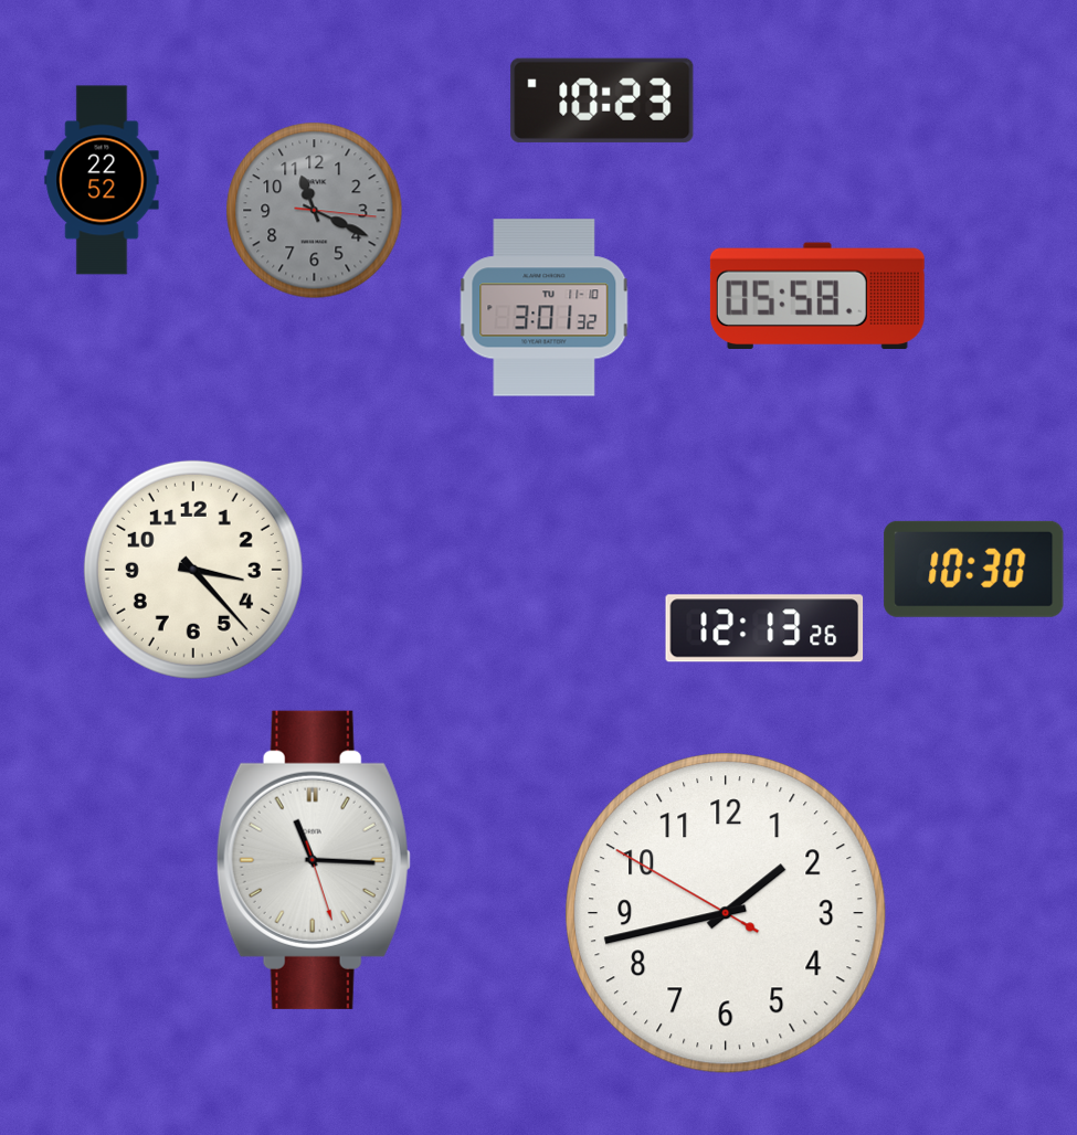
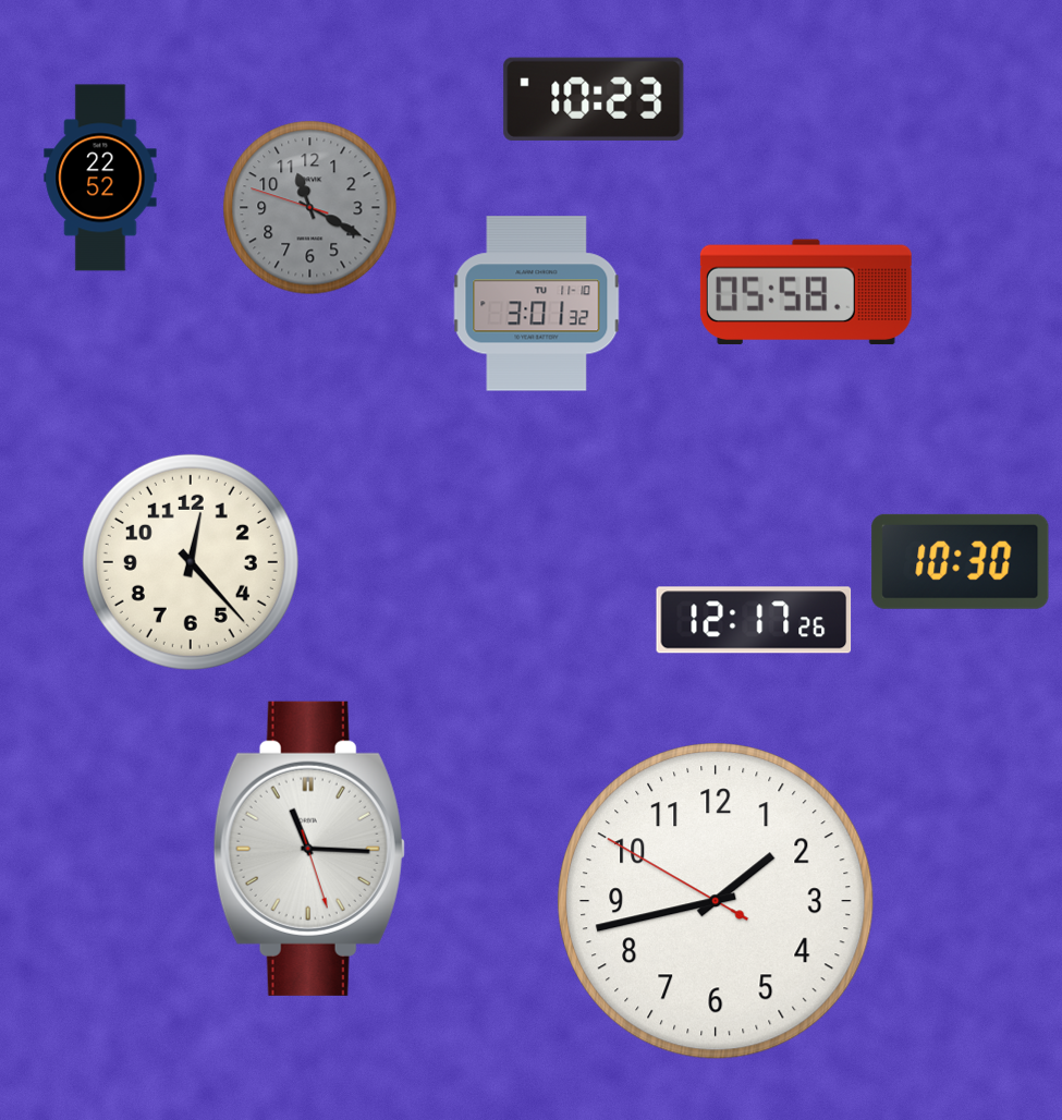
clock at (315, 211): 11:19:16 -> 11:19:48
clock at (193, 570): 3:23 -> 12:23
clock at (764, 628): 12:13 -> 12:17
